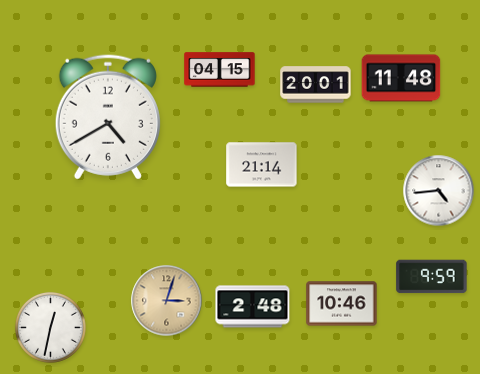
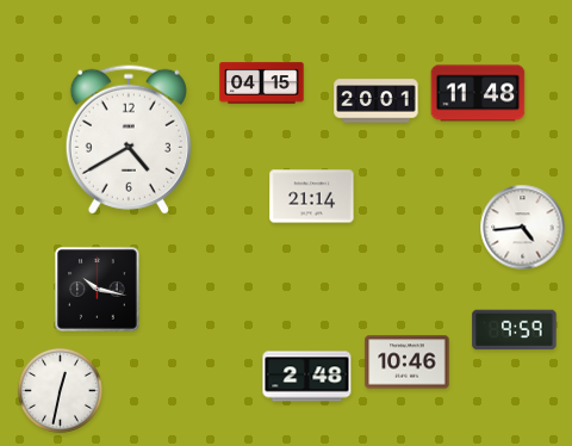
clock at (98, 290): none -> 10:17
clock at (167, 301): 3:03 -> none
clock at (253, 307) position: (253, 307) -> (307, 377)
